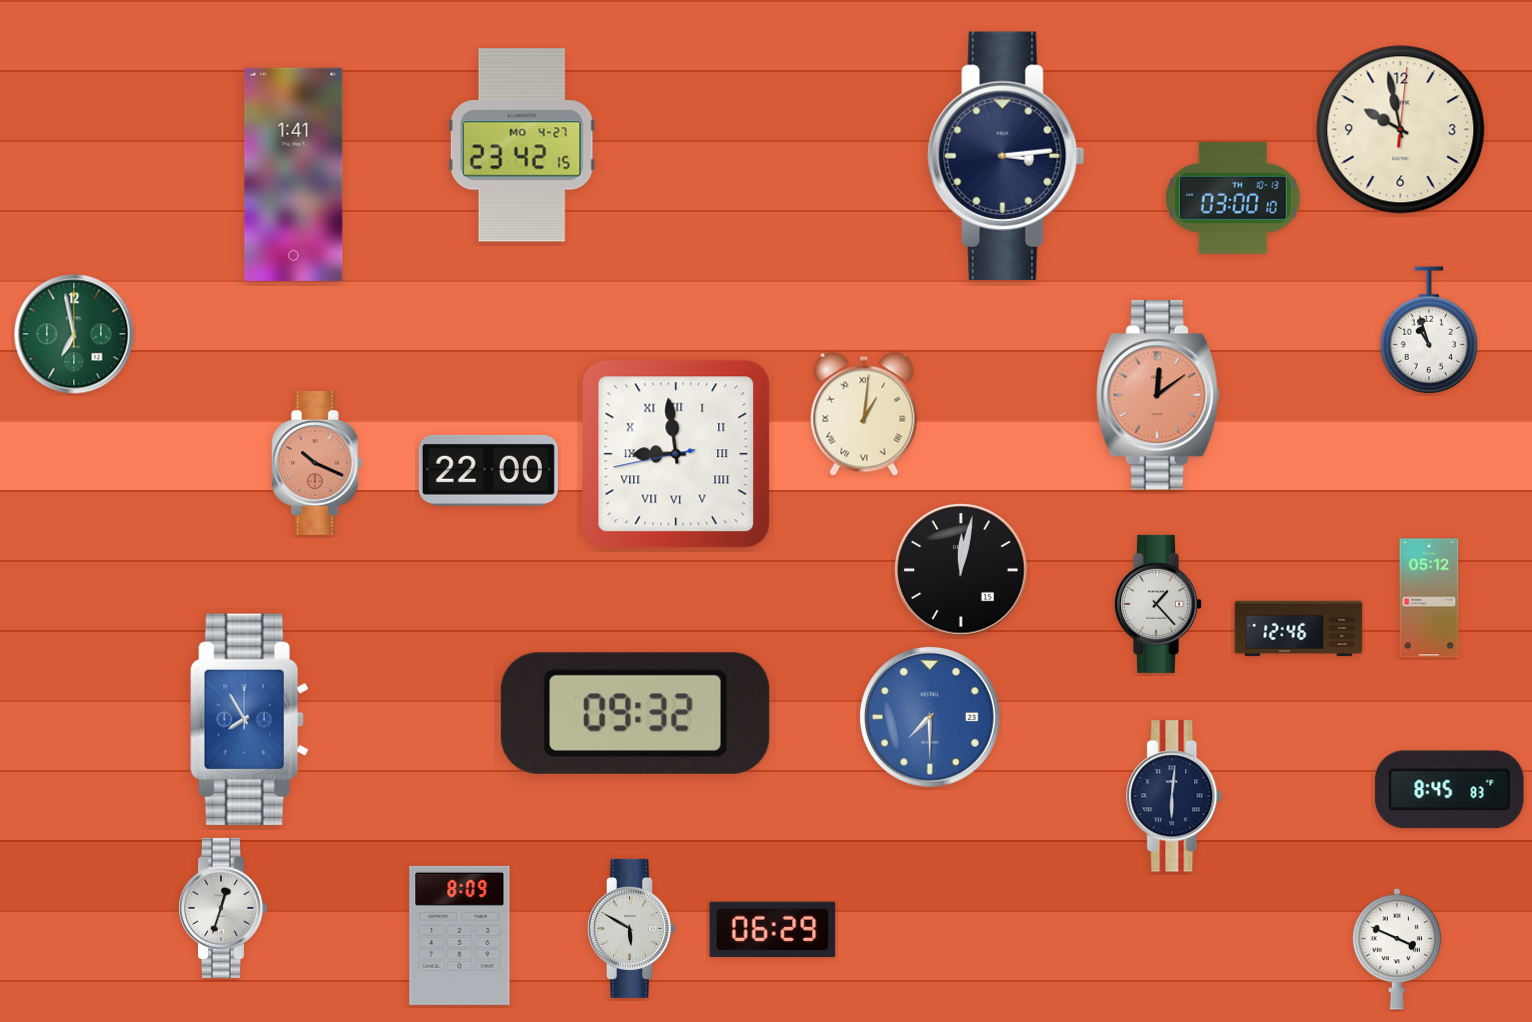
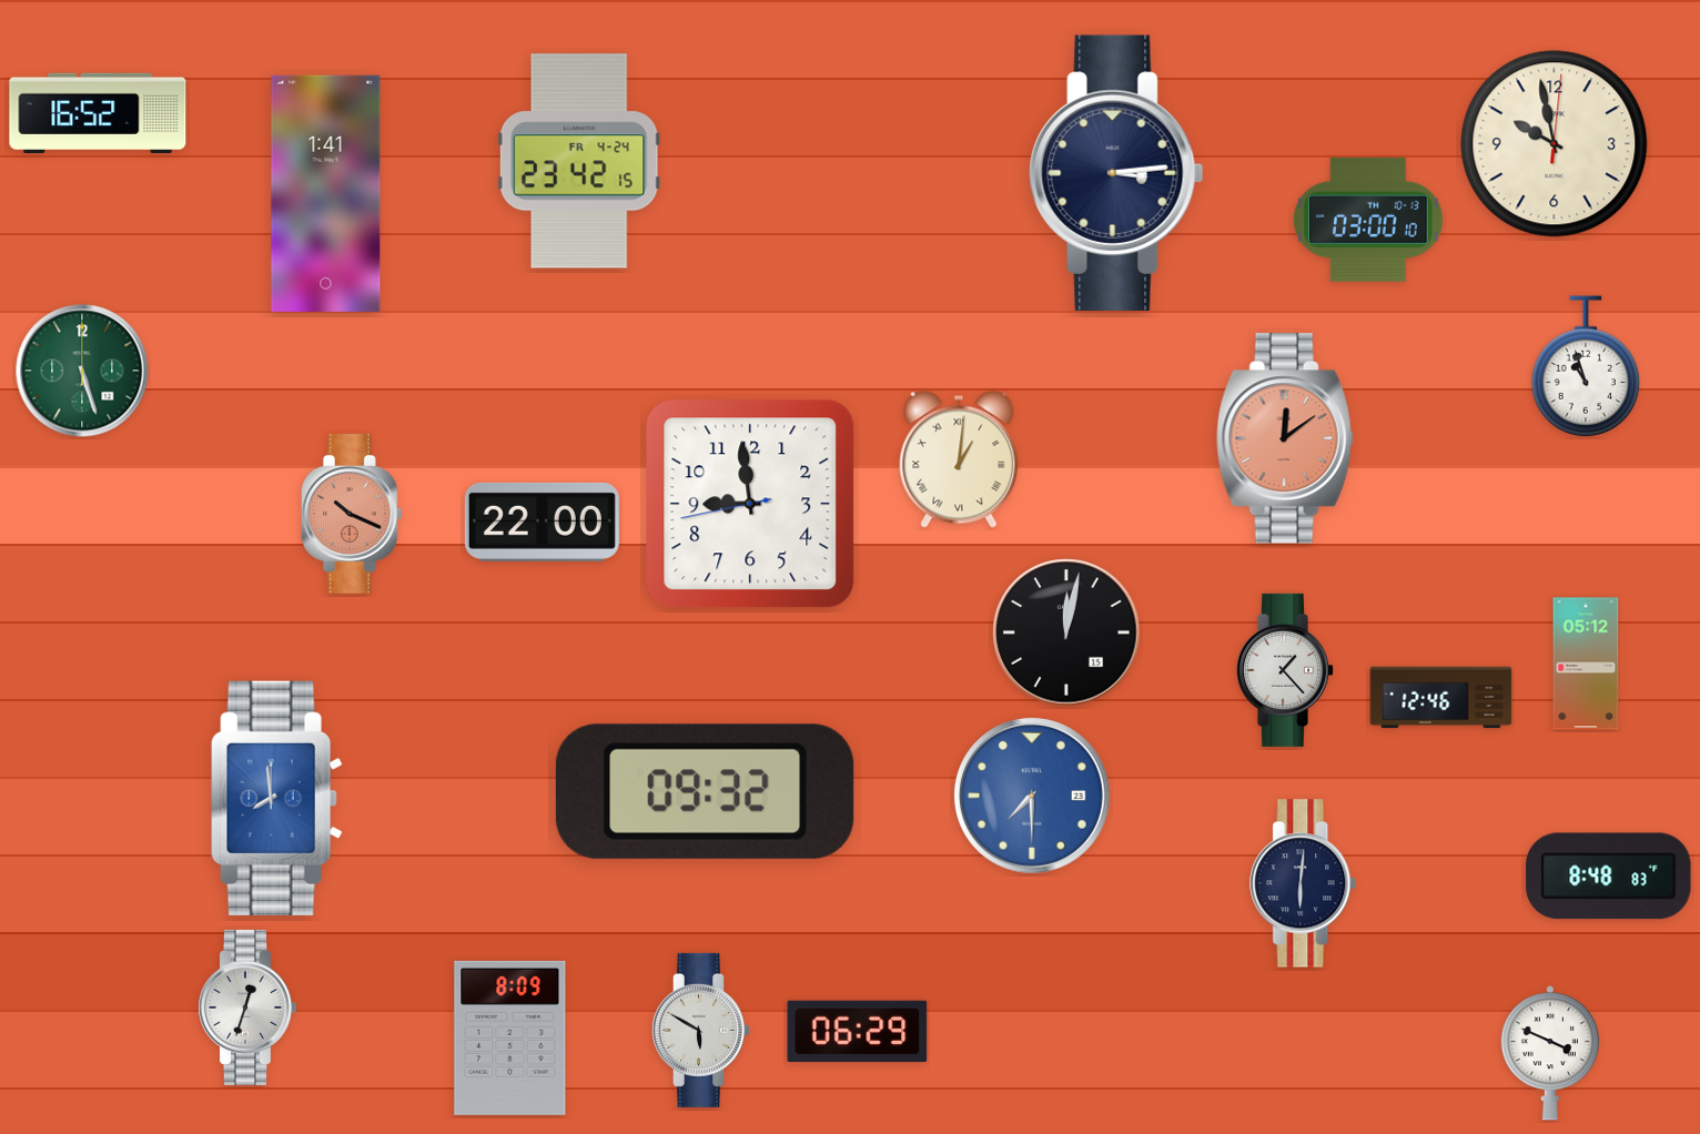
clock at (98, 112): none -> 16:52
clock at (522, 145) date: MO 4-27 -> FR 4-24
clock at (74, 334): 6:58 -> 5:27
clock at (676, 454) numerals: Roman -> Arabic
clock at (249, 719): 7:55 -> 7:59
clock at (1450, 790): 8:45 -> 8:48
